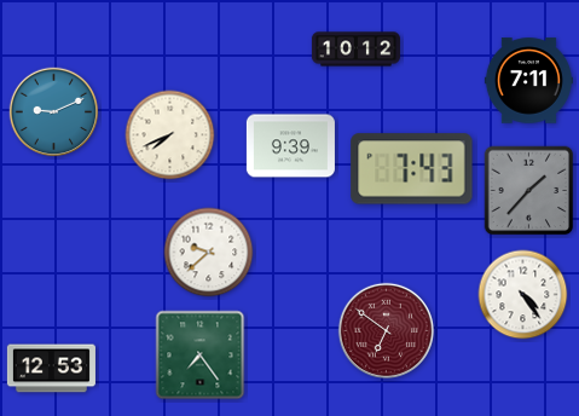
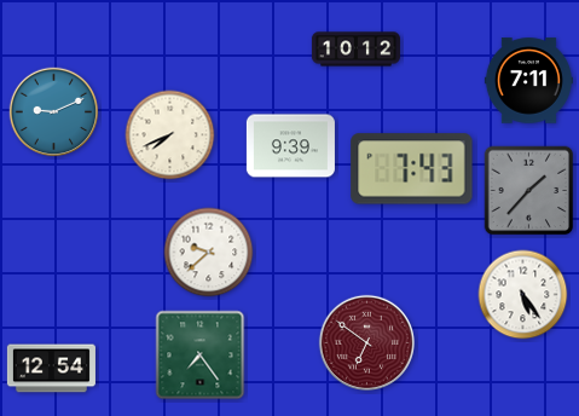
clock at (523, 295): 4:24 -> 5:24
clock at (386, 330) position: (386, 330) -> (366, 342)
clock at (51, 369): 12:53 -> 12:54
